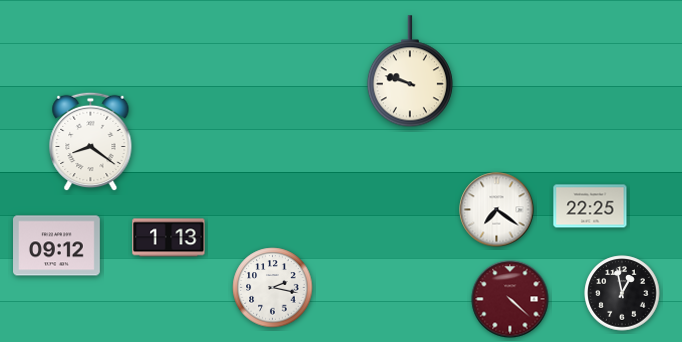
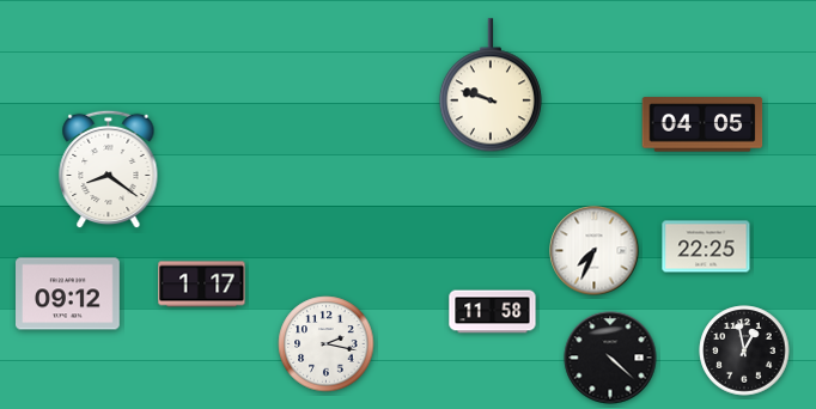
clock at (702, 124): none -> 04:05
clock at (497, 210): 7:21 -> 7:34
clock at (169, 238): 1:13 -> 1:17
clock at (493, 312): none -> 11:58
clock at (510, 299) dial: burgundy -> black
